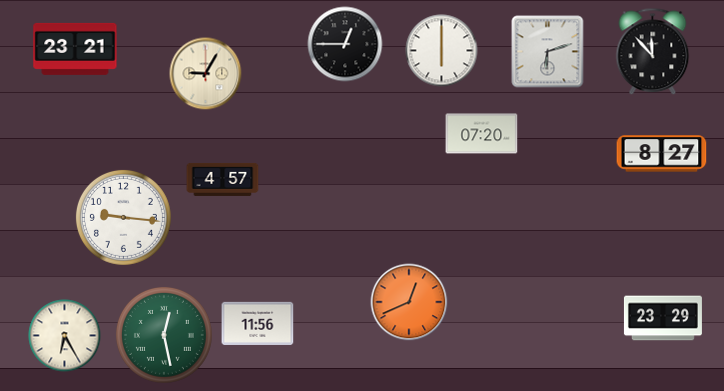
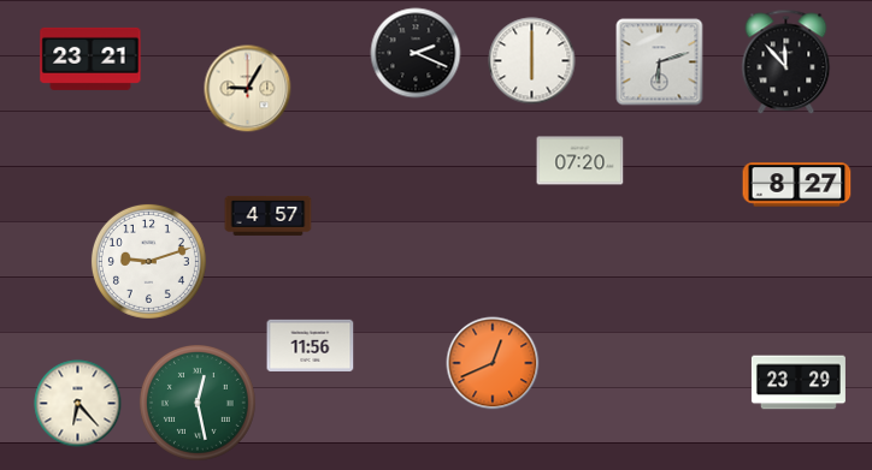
clock at (345, 44): 12:45 -> 2:19
clock at (123, 217): 9:16 -> 9:12
clock at (258, 323) position: (258, 323) -> (311, 345)
clock at (65, 336): 6:25 -> 6:23
